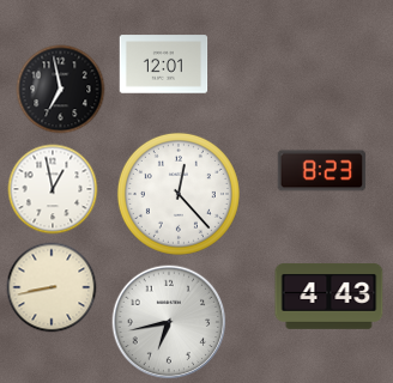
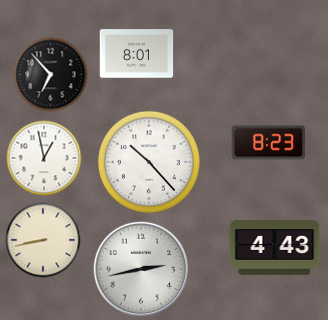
clock at (164, 65): 12:01 -> 8:01
clock at (61, 90): 6:58 -> 6:53
clock at (179, 194): 12:23 -> 10:23
clock at (169, 322): 6:43 -> 2:43
